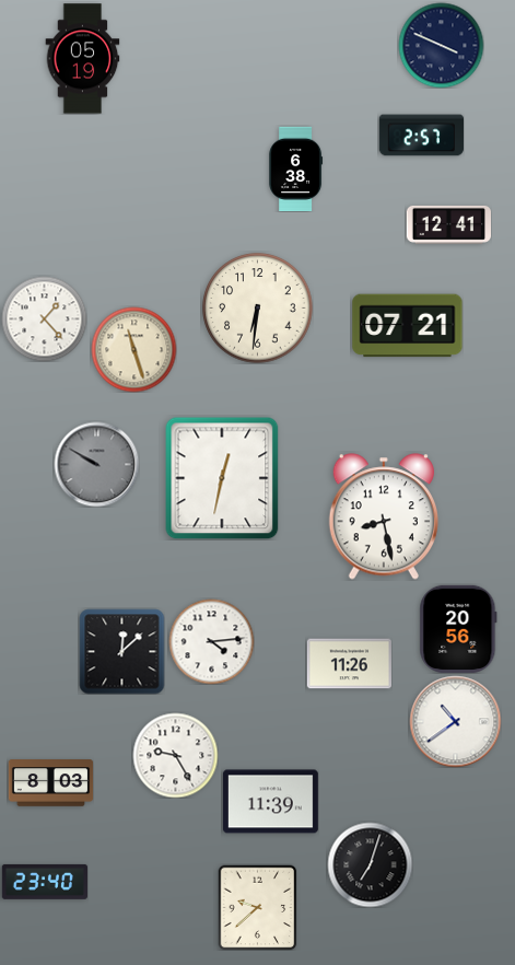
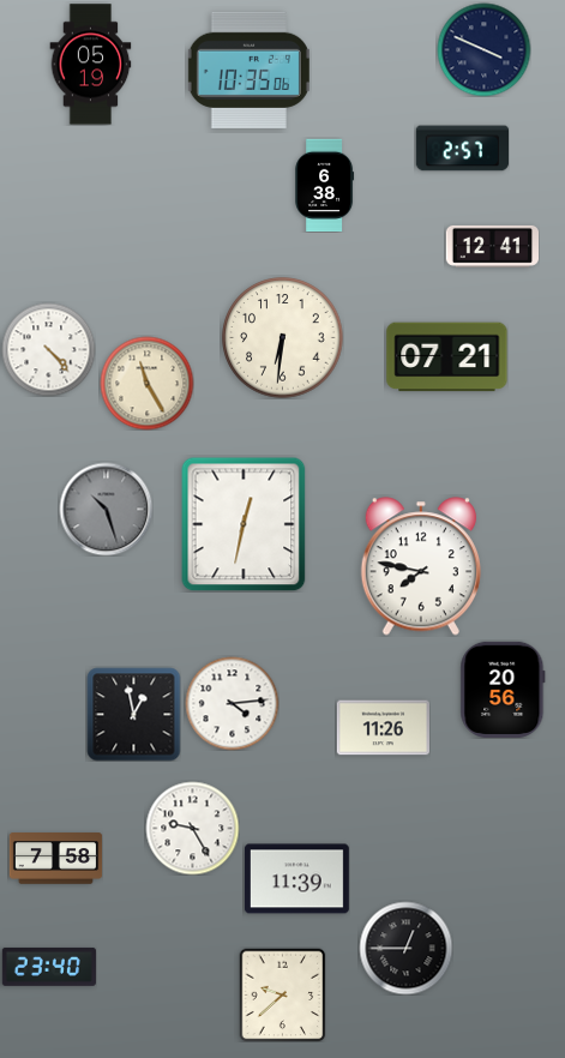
clock at (248, 70): none -> 10:35
clock at (44, 318): 1:23 -> 4:23
clock at (133, 349): 11:27 -> 11:25
clock at (96, 464): 9:50 -> 10:27
clock at (384, 516): 8:28 -> 7:47
clock at (121, 651): 12:08 -> 12:58
clock at (455, 721): 10:39 -> none
clock at (50, 783): 8:03 -> 7:58
clock at (370, 864): 7:03 -> 12:45
